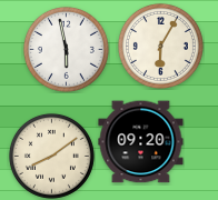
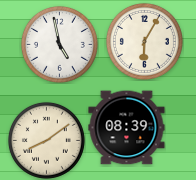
clock at (66, 49): 5:58 -> 4:58
clock at (141, 142): 09:20 -> 08:39
